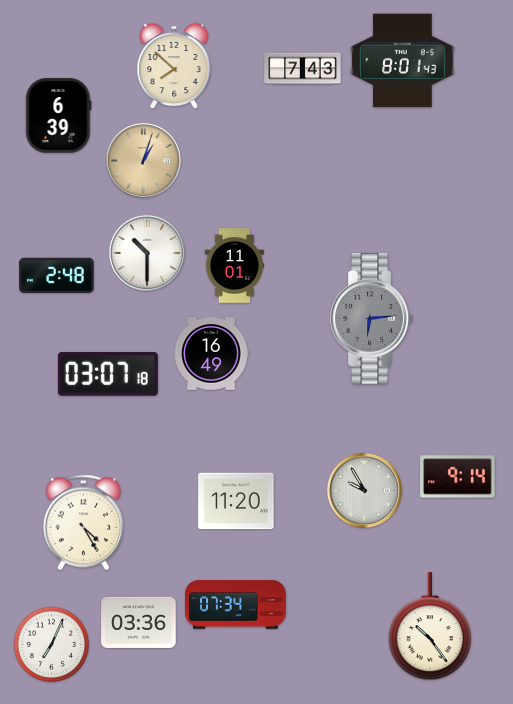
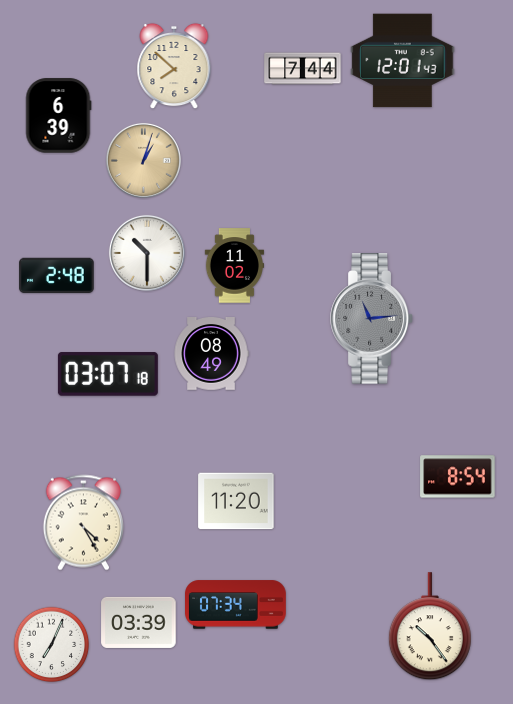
clock at (403, 61): 8:01 -> 12:01
clock at (303, 69): 7:43 -> 7:44
clock at (234, 266): 11:01 -> 11:02
clock at (372, 319): 6:14 -> 11:14
clock at (211, 354): 16:49 -> 08:49
clock at (458, 477): 9:14 -> 8:54
clock at (364, 490): 9:55 -> none
clock at (139, 622): 03:36 -> 03:39
